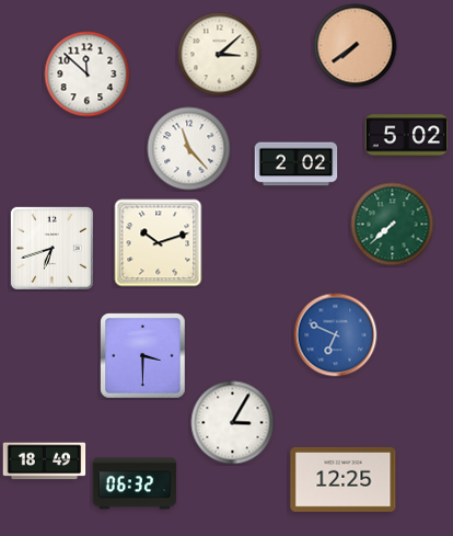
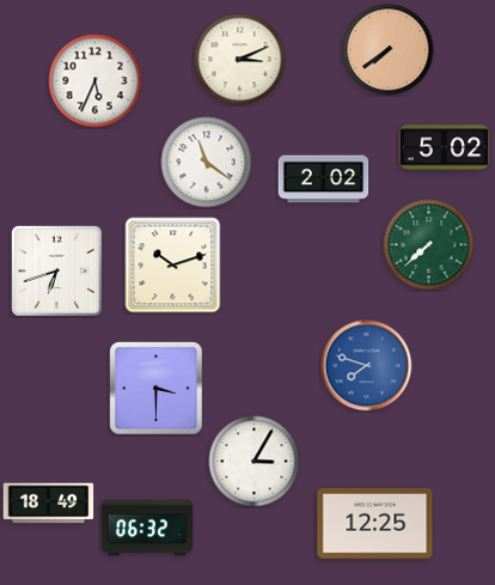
clock at (220, 55): 3:08 -> 3:11
clock at (88, 75): 11:52 -> 5:34
clock at (189, 149): 11:23 -> 11:21
clock at (336, 335): 6:49 -> 7:48
